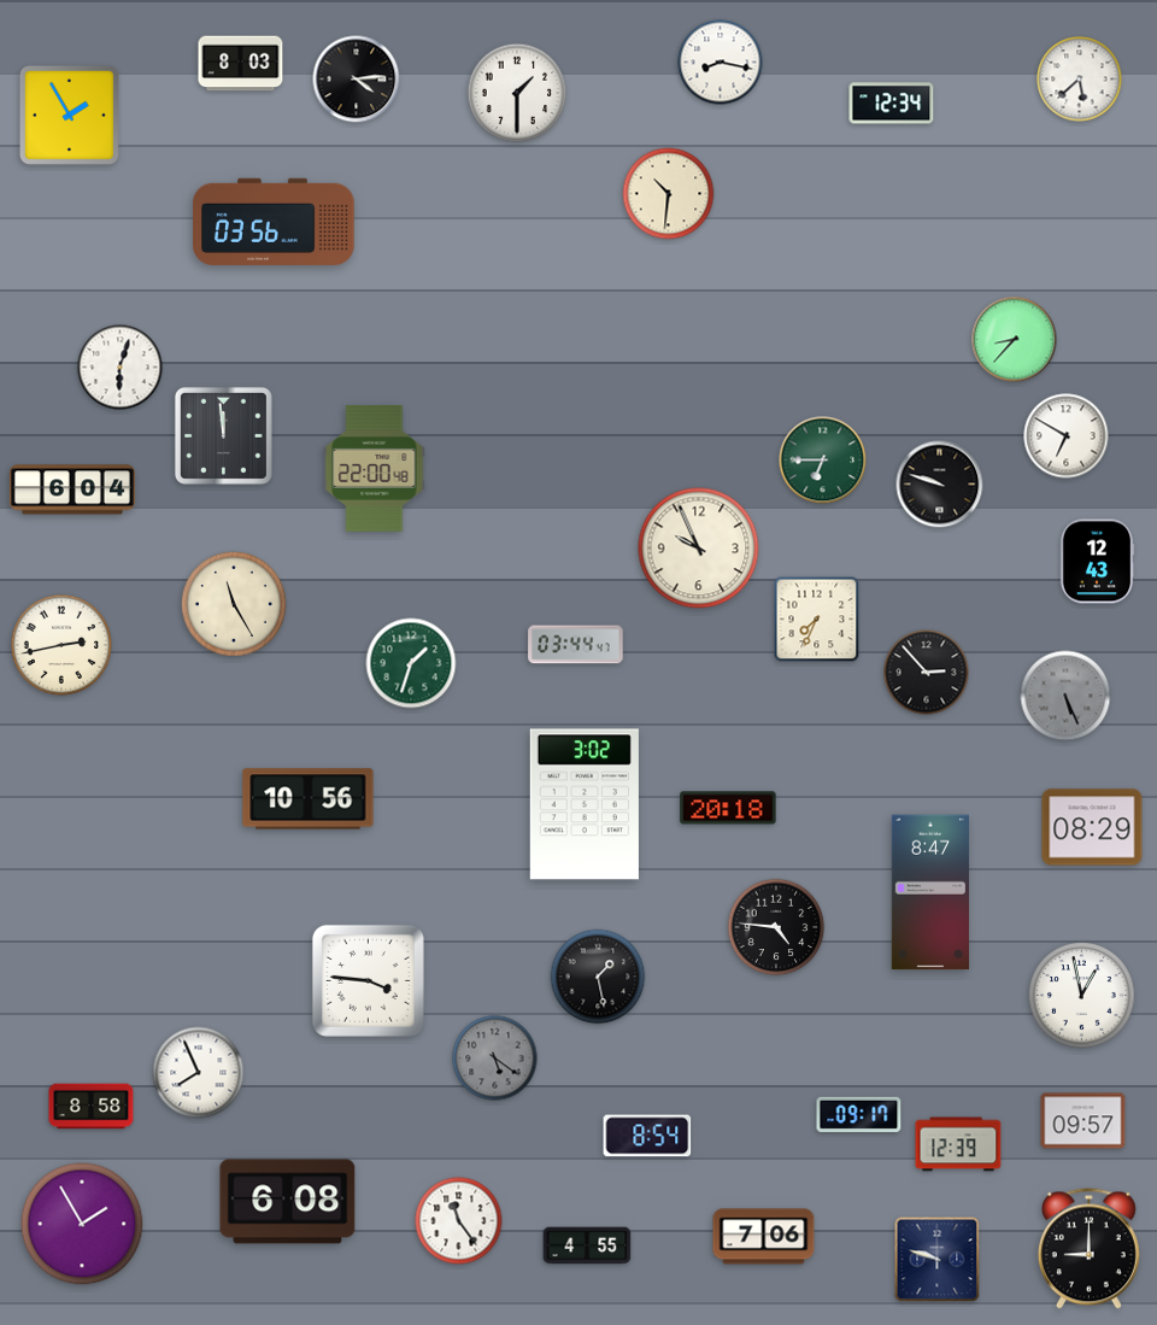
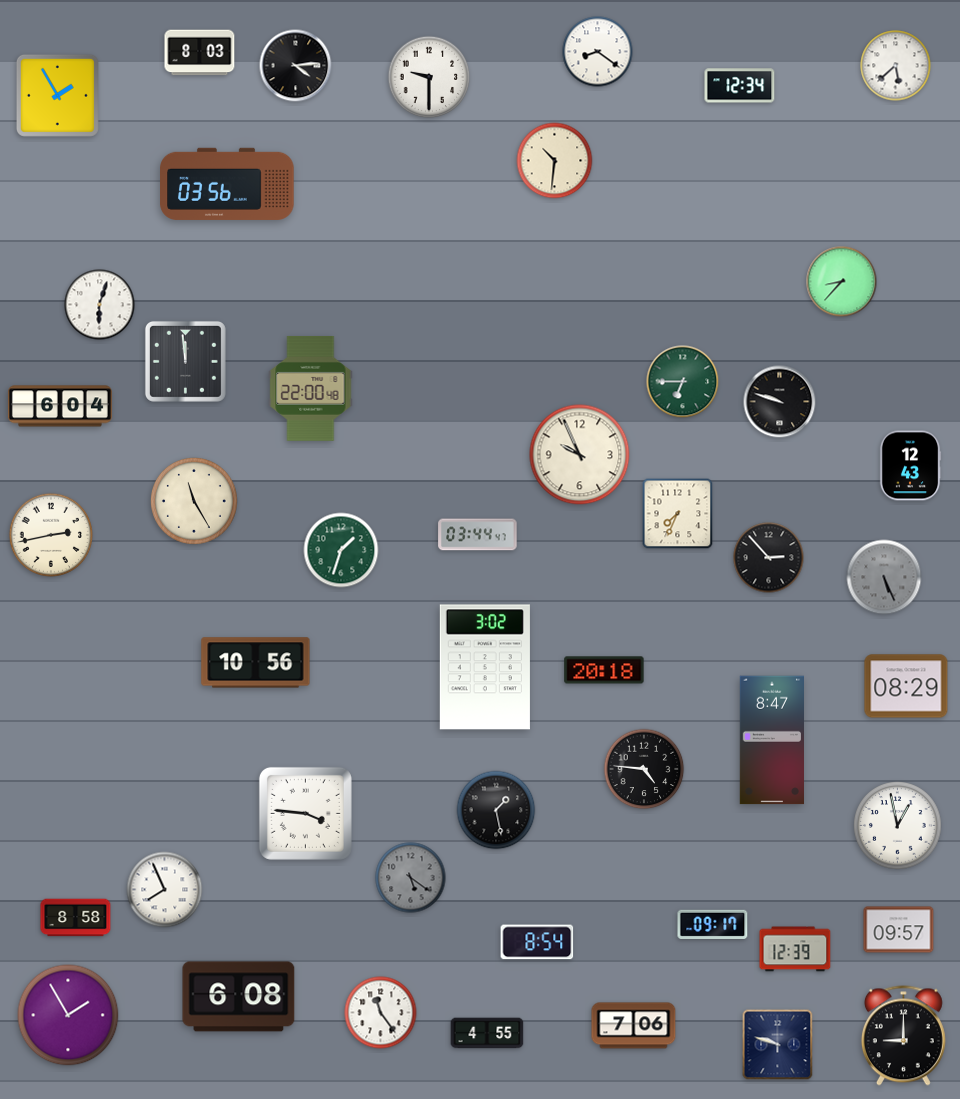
clock at (721, 63): 8:17 -> 8:21
clock at (517, 93): 1:30 -> 9:30
clock at (1067, 436): 6:50 -> none
